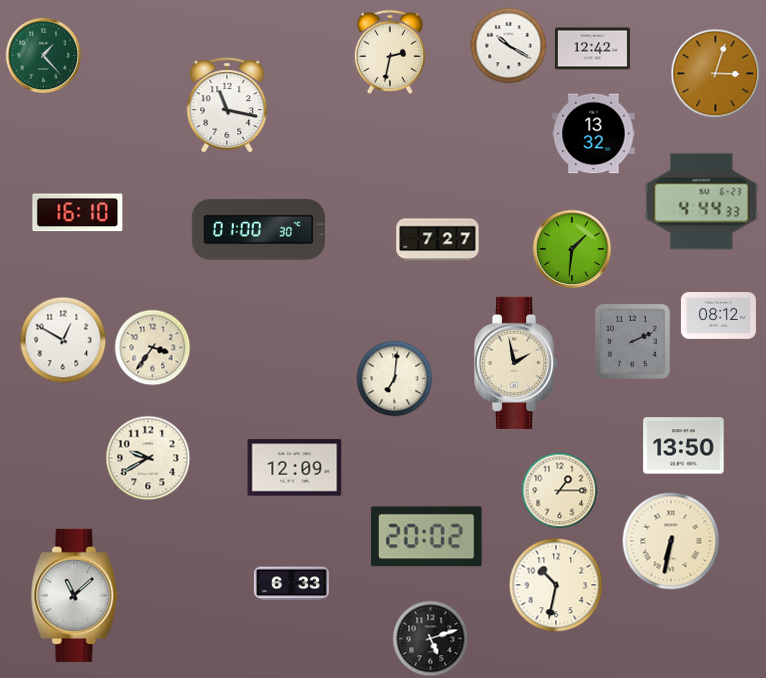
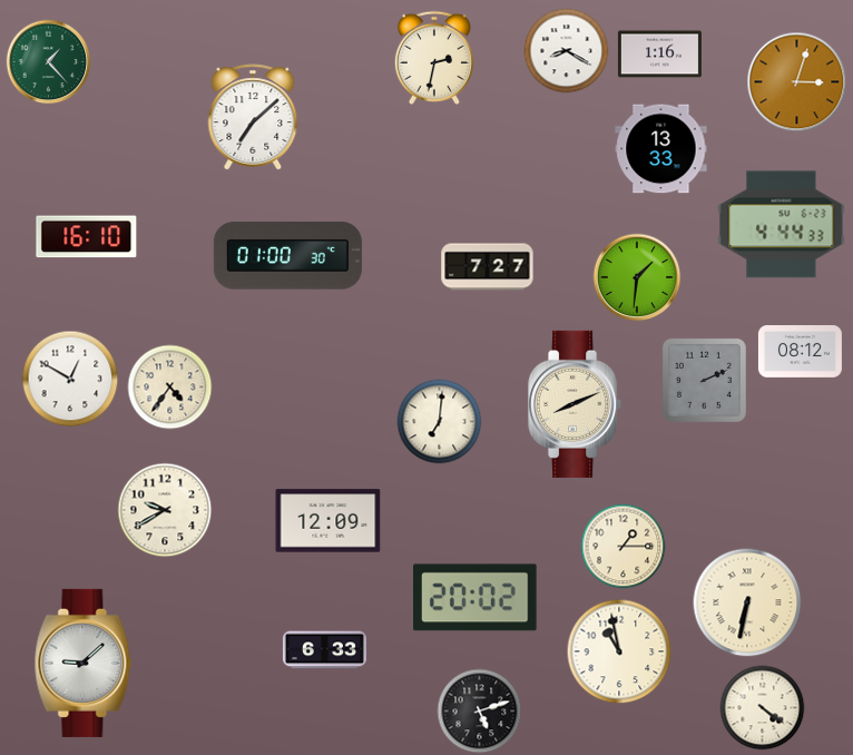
clock at (509, 46): 10:20 -> 8:20
clock at (592, 49): 12:42 -> 1:16
clock at (227, 105): 11:17 -> 7:08
clock at (594, 134): 13:32 -> 13:33
clock at (153, 348): 3:36 -> 4:36
clock at (517, 363): 1:58 -> 8:11
clock at (684, 446): 13:50 -> none
clock at (556, 585): 10:32 -> 10:58
clock at (75, 595): 11:08 -> 9:08
clock at (763, 708): none -> 4:21
